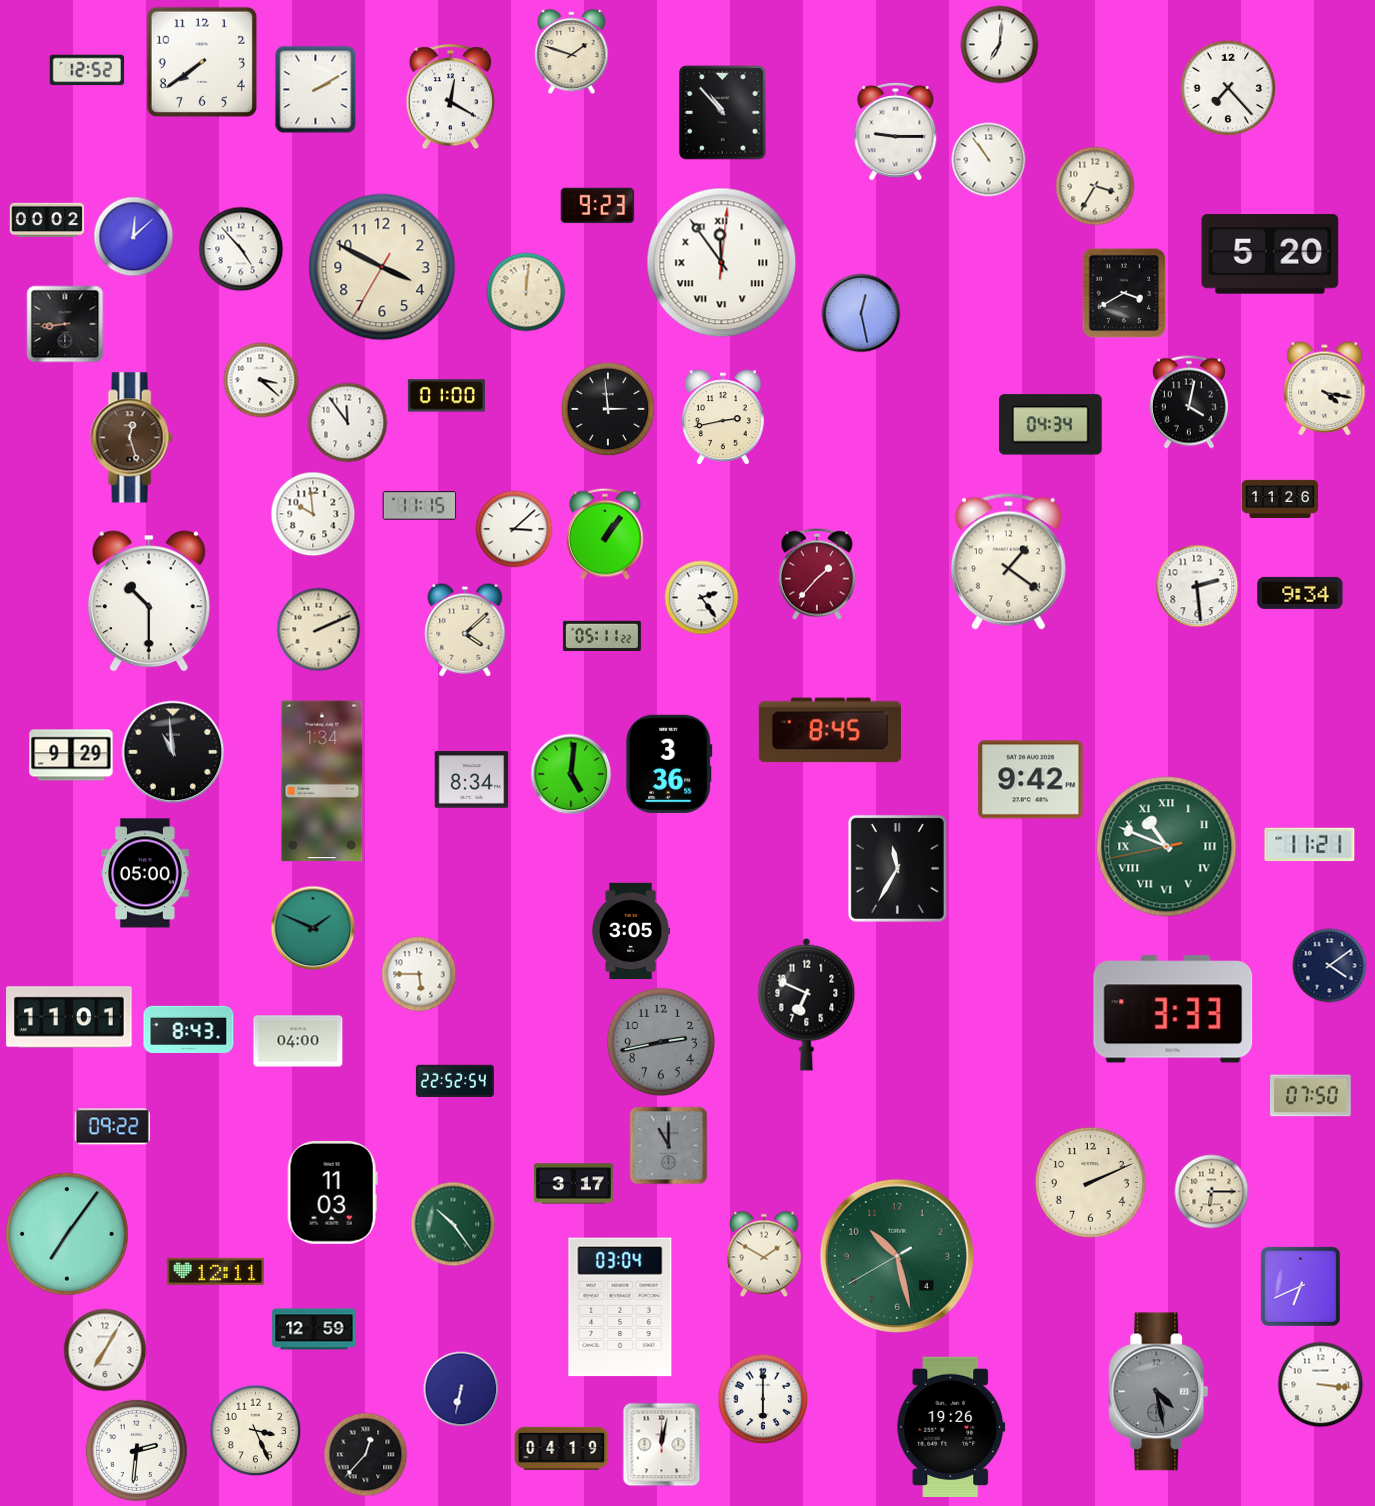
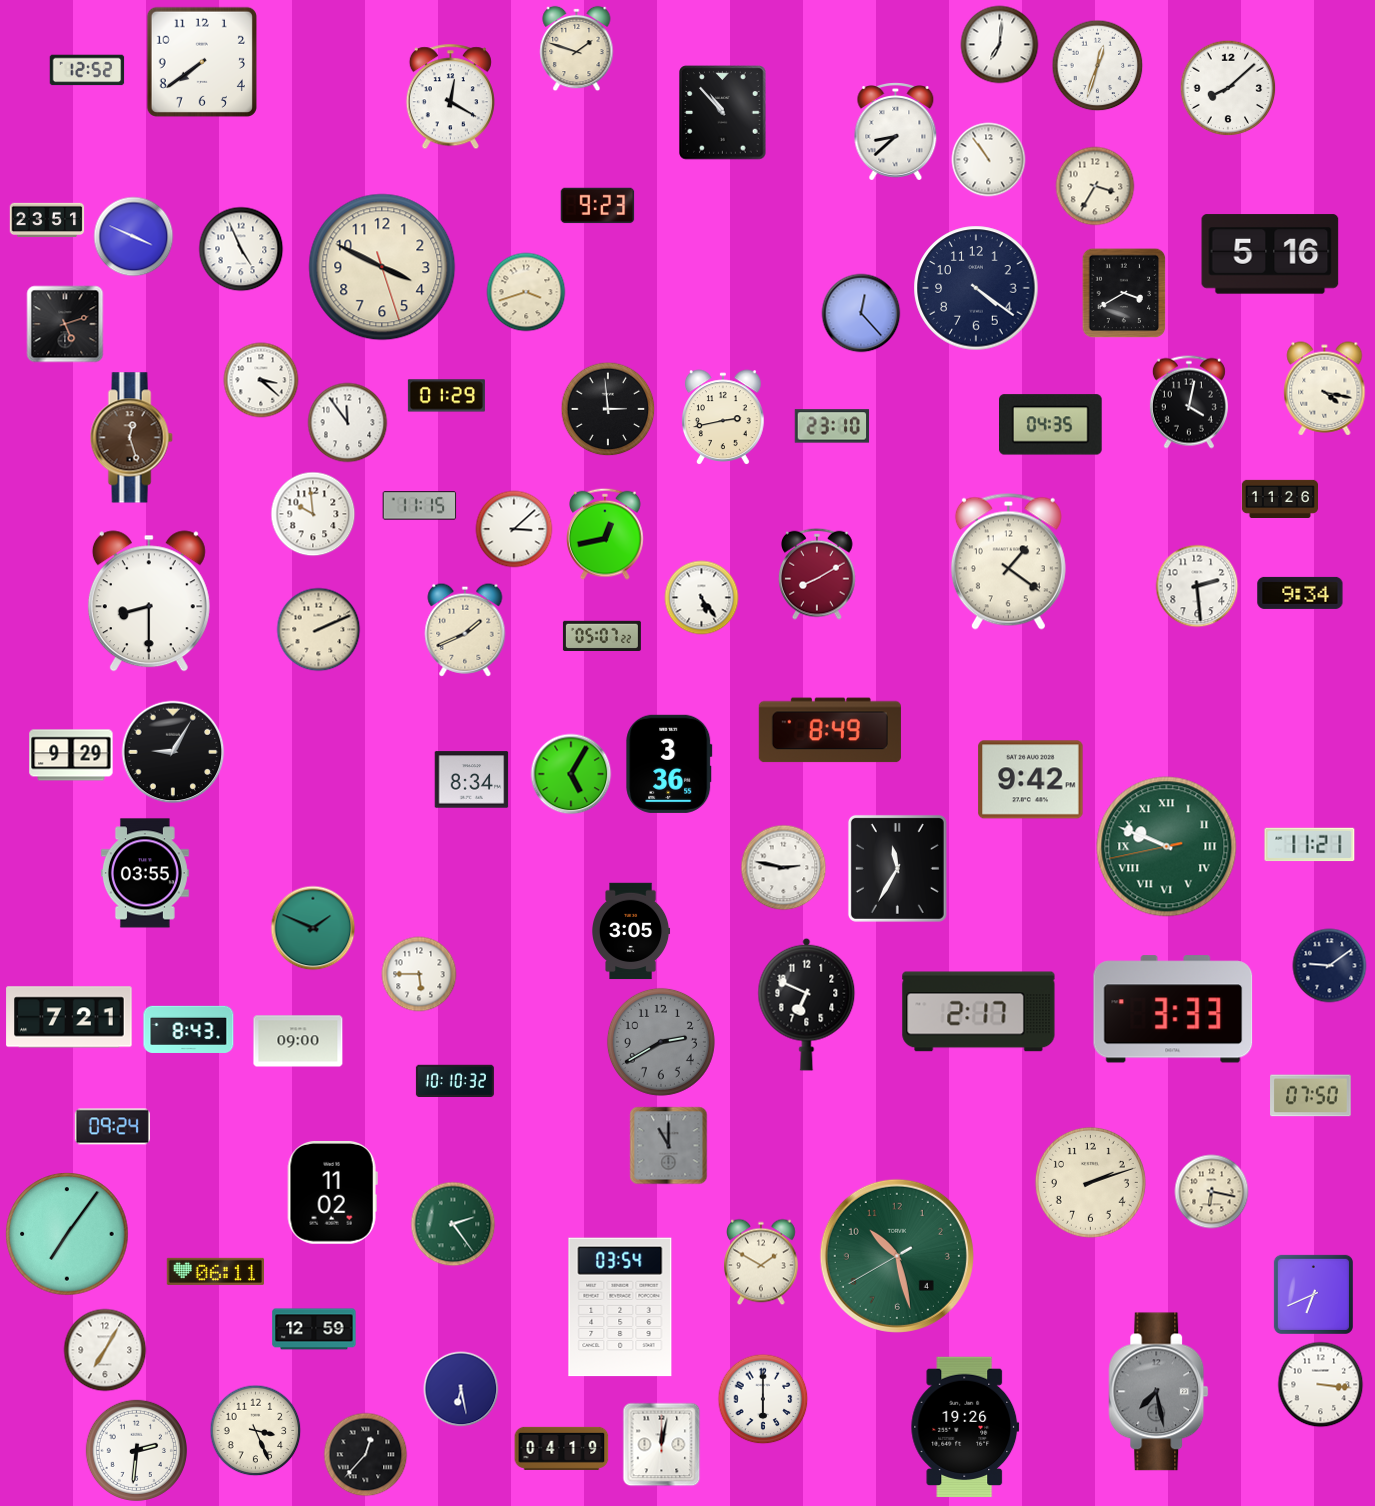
clock at (572, 52) position: (572, 52) -> (577, 49)
clock at (1098, 66): none -> 12:33
clock at (1228, 88): 7:23 -> 8:08
clock at (316, 90): 2:10 -> none
clock at (896, 132): 9:15 -> 8:38
clock at (47, 219): 00:02 -> 23:51
clock at (134, 237): 12:08 -> 3:49
clock at (241, 249): 4:53 -> 4:56
clock at (1270, 254): 5:20 -> 5:16
clock at (722, 263): 11:54 -> none
clock at (382, 267): 3:49:35 -> 3:49:27
clock at (976, 288): none -> 4:21
clock at (526, 292): 12:01 -> 3:42
clock at (861, 313): 12:28 -> 12:23
clock at (65, 324): 8:44 -> 5:12
clock at (446, 396): 01:00 -> 01:29
clock at (1051, 425): 04:34 -> 04:35
clock at (832, 426): none -> 23:10
clock at (606, 534): 1:06 -> 12:43
clock at (818, 574): 1:37 -> 8:10
clock at (702, 598): 2:24 -> 5:24
clock at (149, 601): 10:30 -> 8:30
clock at (465, 630): 4:08 -> 1:41
clock at (602, 635): 05:11 -> 05:07
clock at (830, 730): 8:45 -> 8:49
clock at (173, 752): 10:59 -> 9:05
clock at (571, 774): 5:01 -> 5:05
clock at (322, 781): 1:34 -> none
clock at (1167, 847): 10:48 -> 9:48
clock at (784, 868): none -> 2:47
clock at (145, 873): 05:00 -> 03:55
clock at (1330, 966): 4:09 -> 9:09
clock at (979, 1012): none -> 2:17
clock at (69, 1017): 11:01 -> 7:21
clock at (298, 1041): 04:00 -> 09:00
clock at (661, 1042): 2:43 -> 2:40
clock at (455, 1080): 22:52 -> 10:10
clock at (112, 1127): 09:22 -> 09:24
clock at (1090, 1182): 2:11 -> 2:12
clock at (574, 1184): 3:17 -> none
clock at (1212, 1192): 6:15 -> 6:17
clock at (332, 1193): 11:03 -> 11:02
clock at (453, 1224): 10:24 -> 2:24
clock at (765, 1254) position: (765, 1254) -> (762, 1262)
clock at (215, 1271): 12:11 -> 06:11
clock at (1300, 1286) position: (1300, 1286) -> (1313, 1294)
clock at (620, 1307): 03:04 -> 03:54
clock at (461, 1389): 6:32 -> 6:28
clock at (1159, 1392): 4:28 -> 7:28
clock at (951, 1427) position: (951, 1427) -> (965, 1427)
